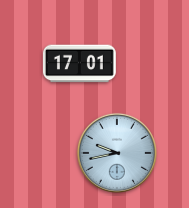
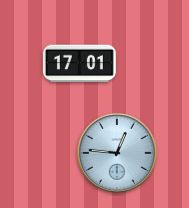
clock at (117, 153): 9:43 -> 12:46
